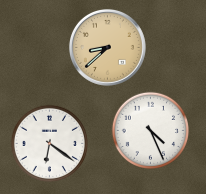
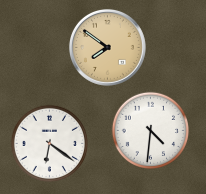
clock at (107, 47): 8:38 -> 7:51
clock at (150, 130): 4:26 -> 4:31
